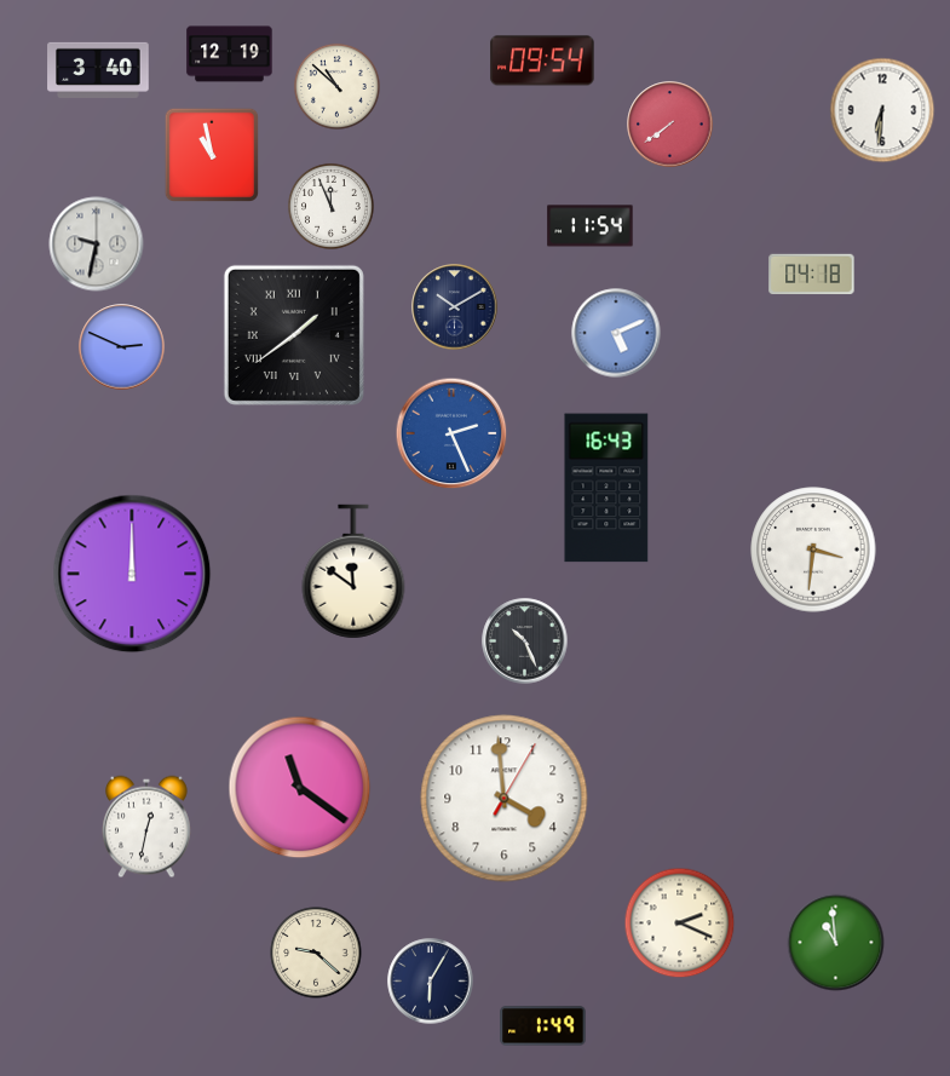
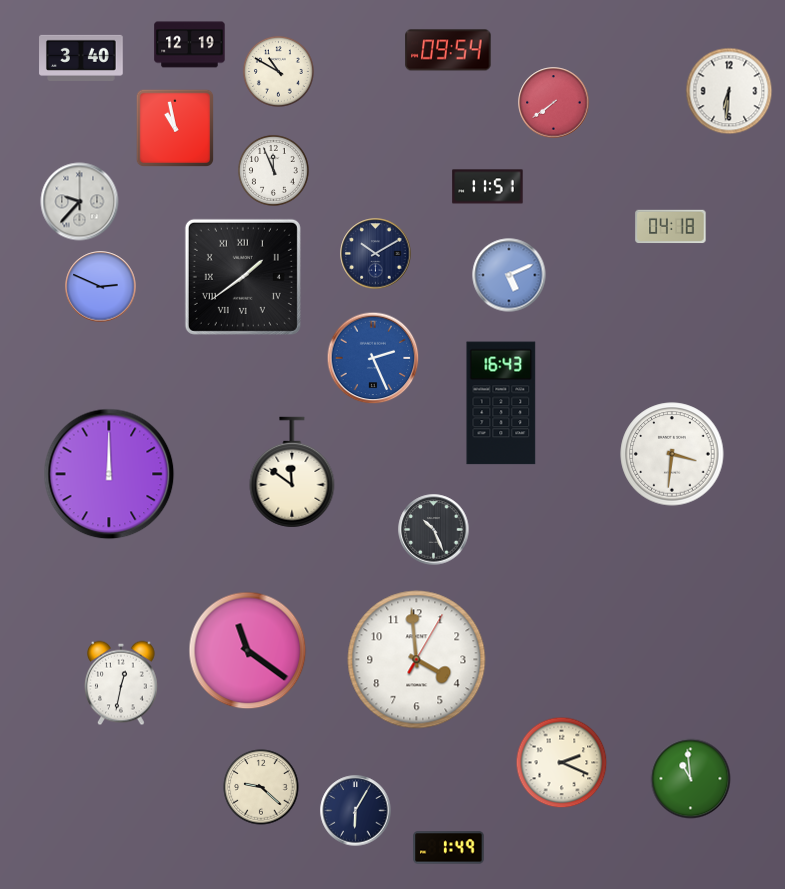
clock at (336, 86): 10:52 -> 10:50
clock at (591, 226): 11:54 -> 11:51
clock at (97, 244): 9:32 -> 9:37
